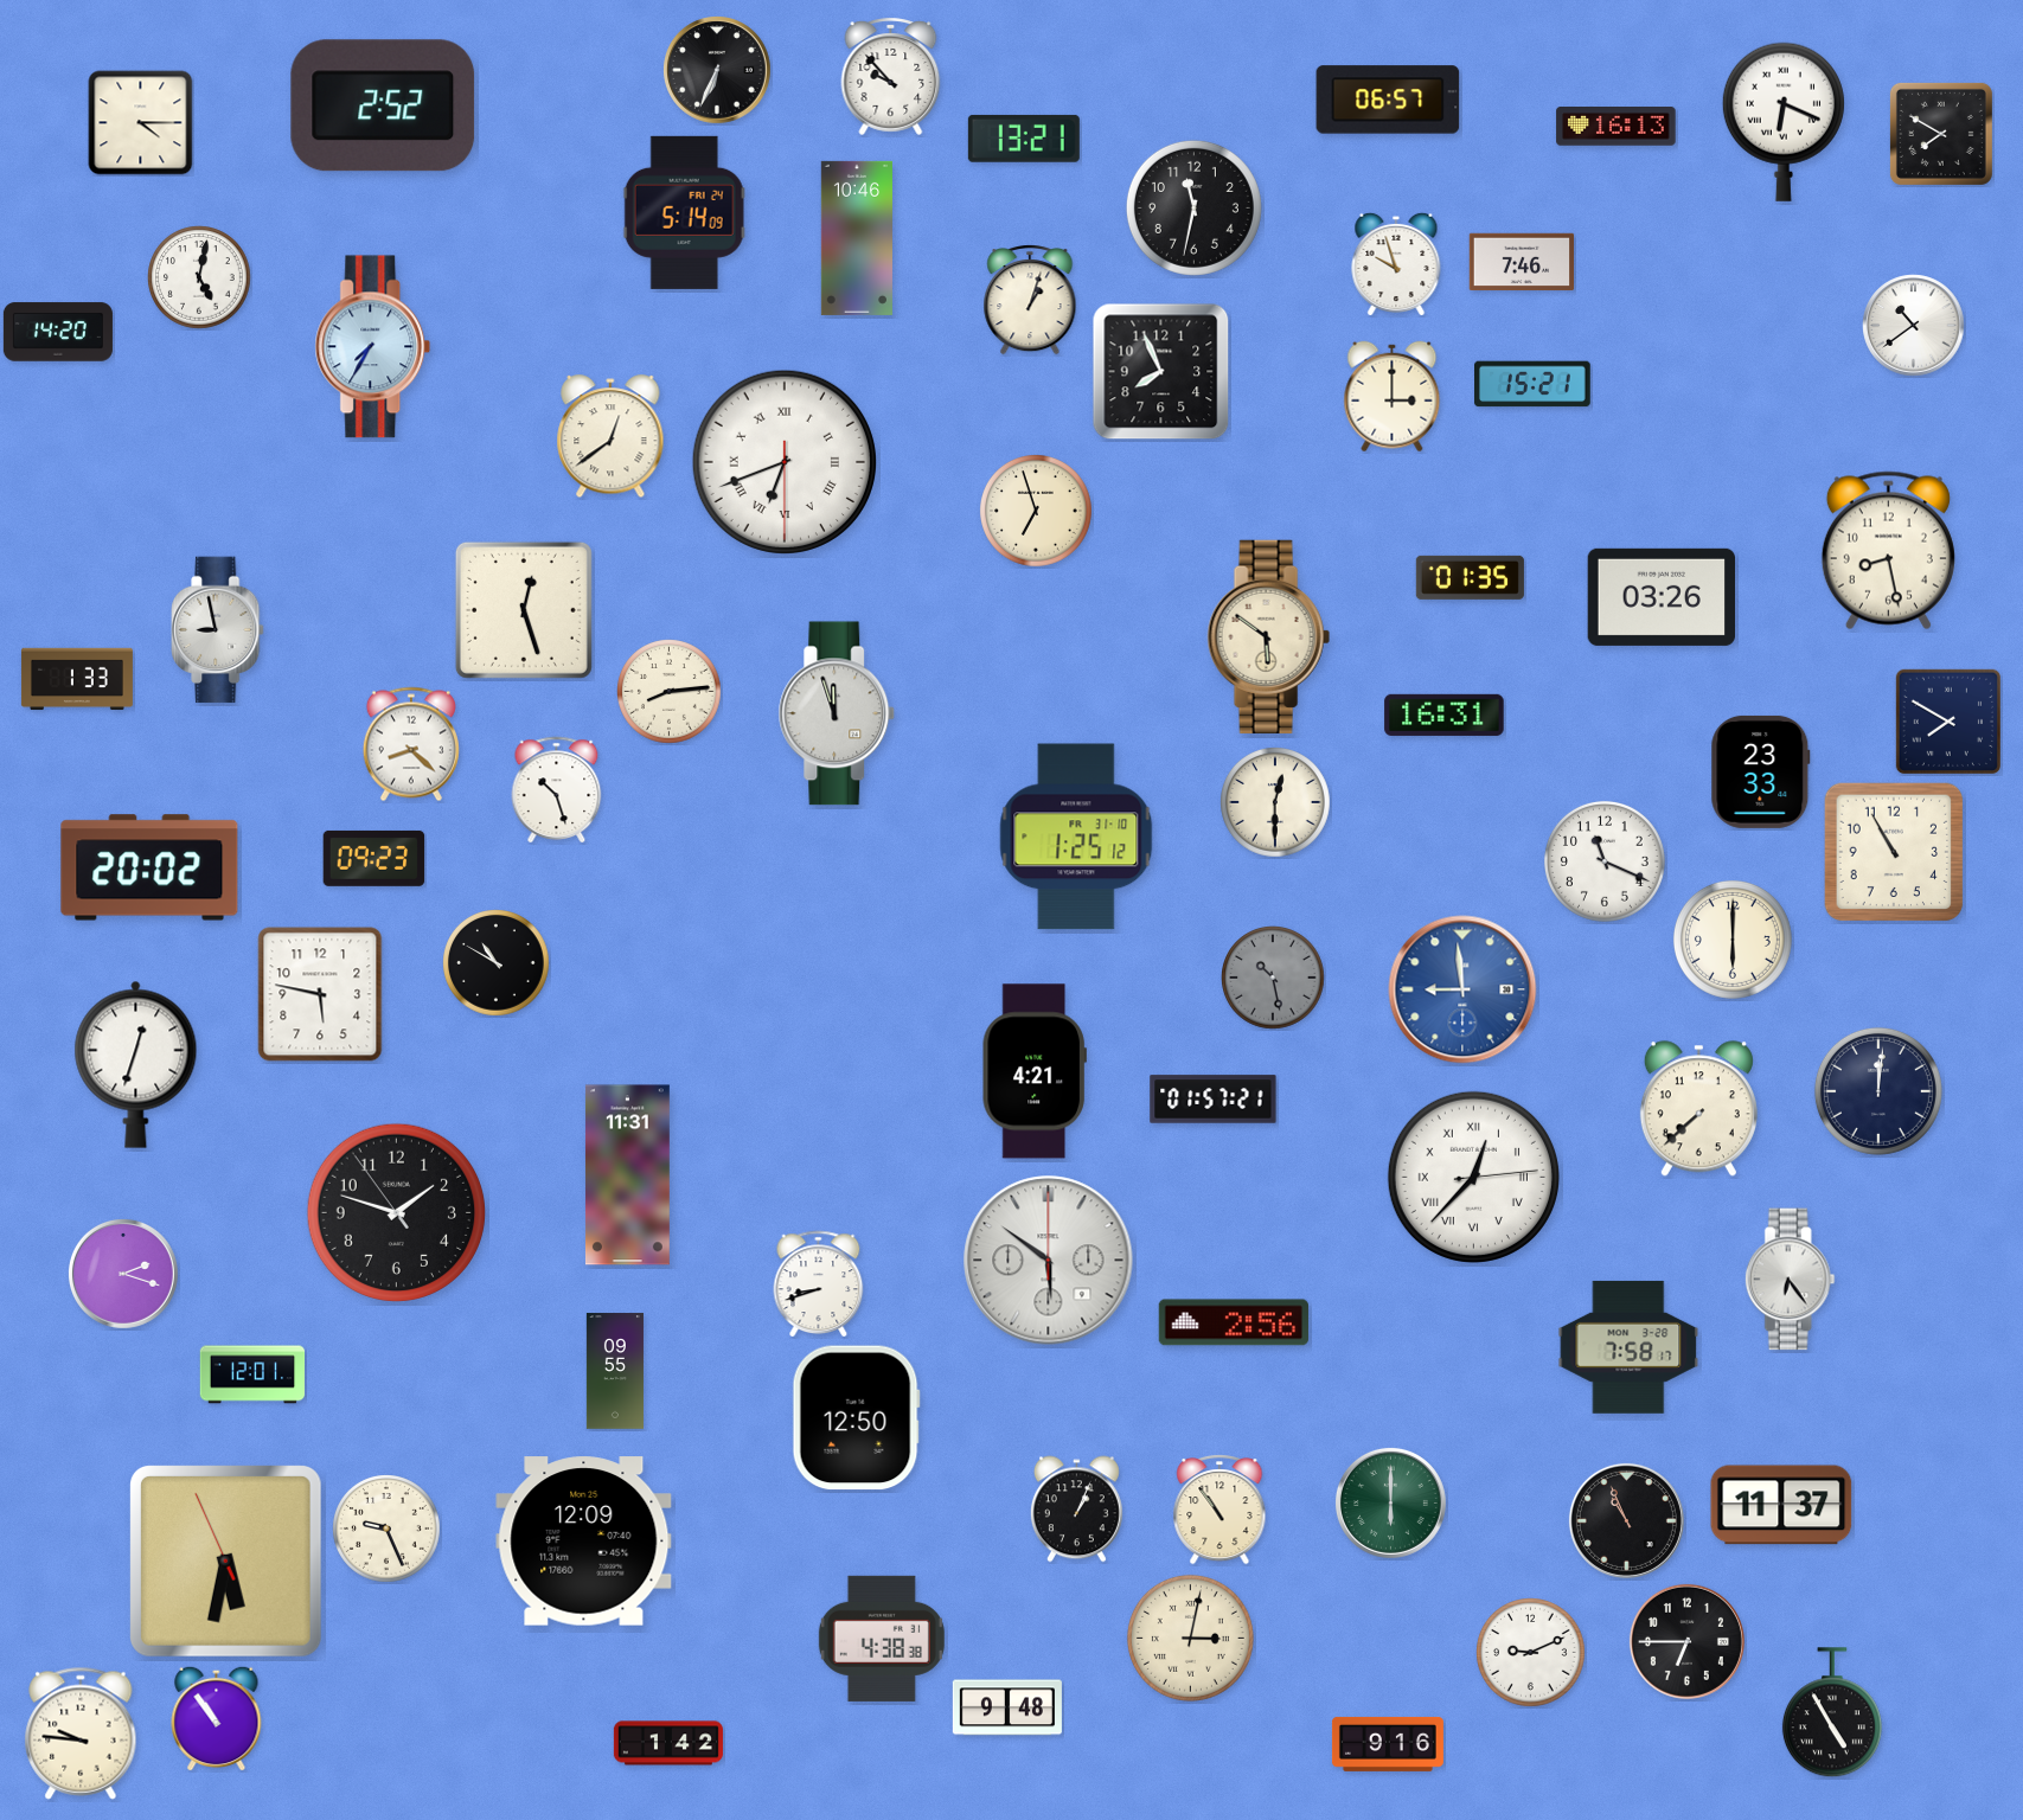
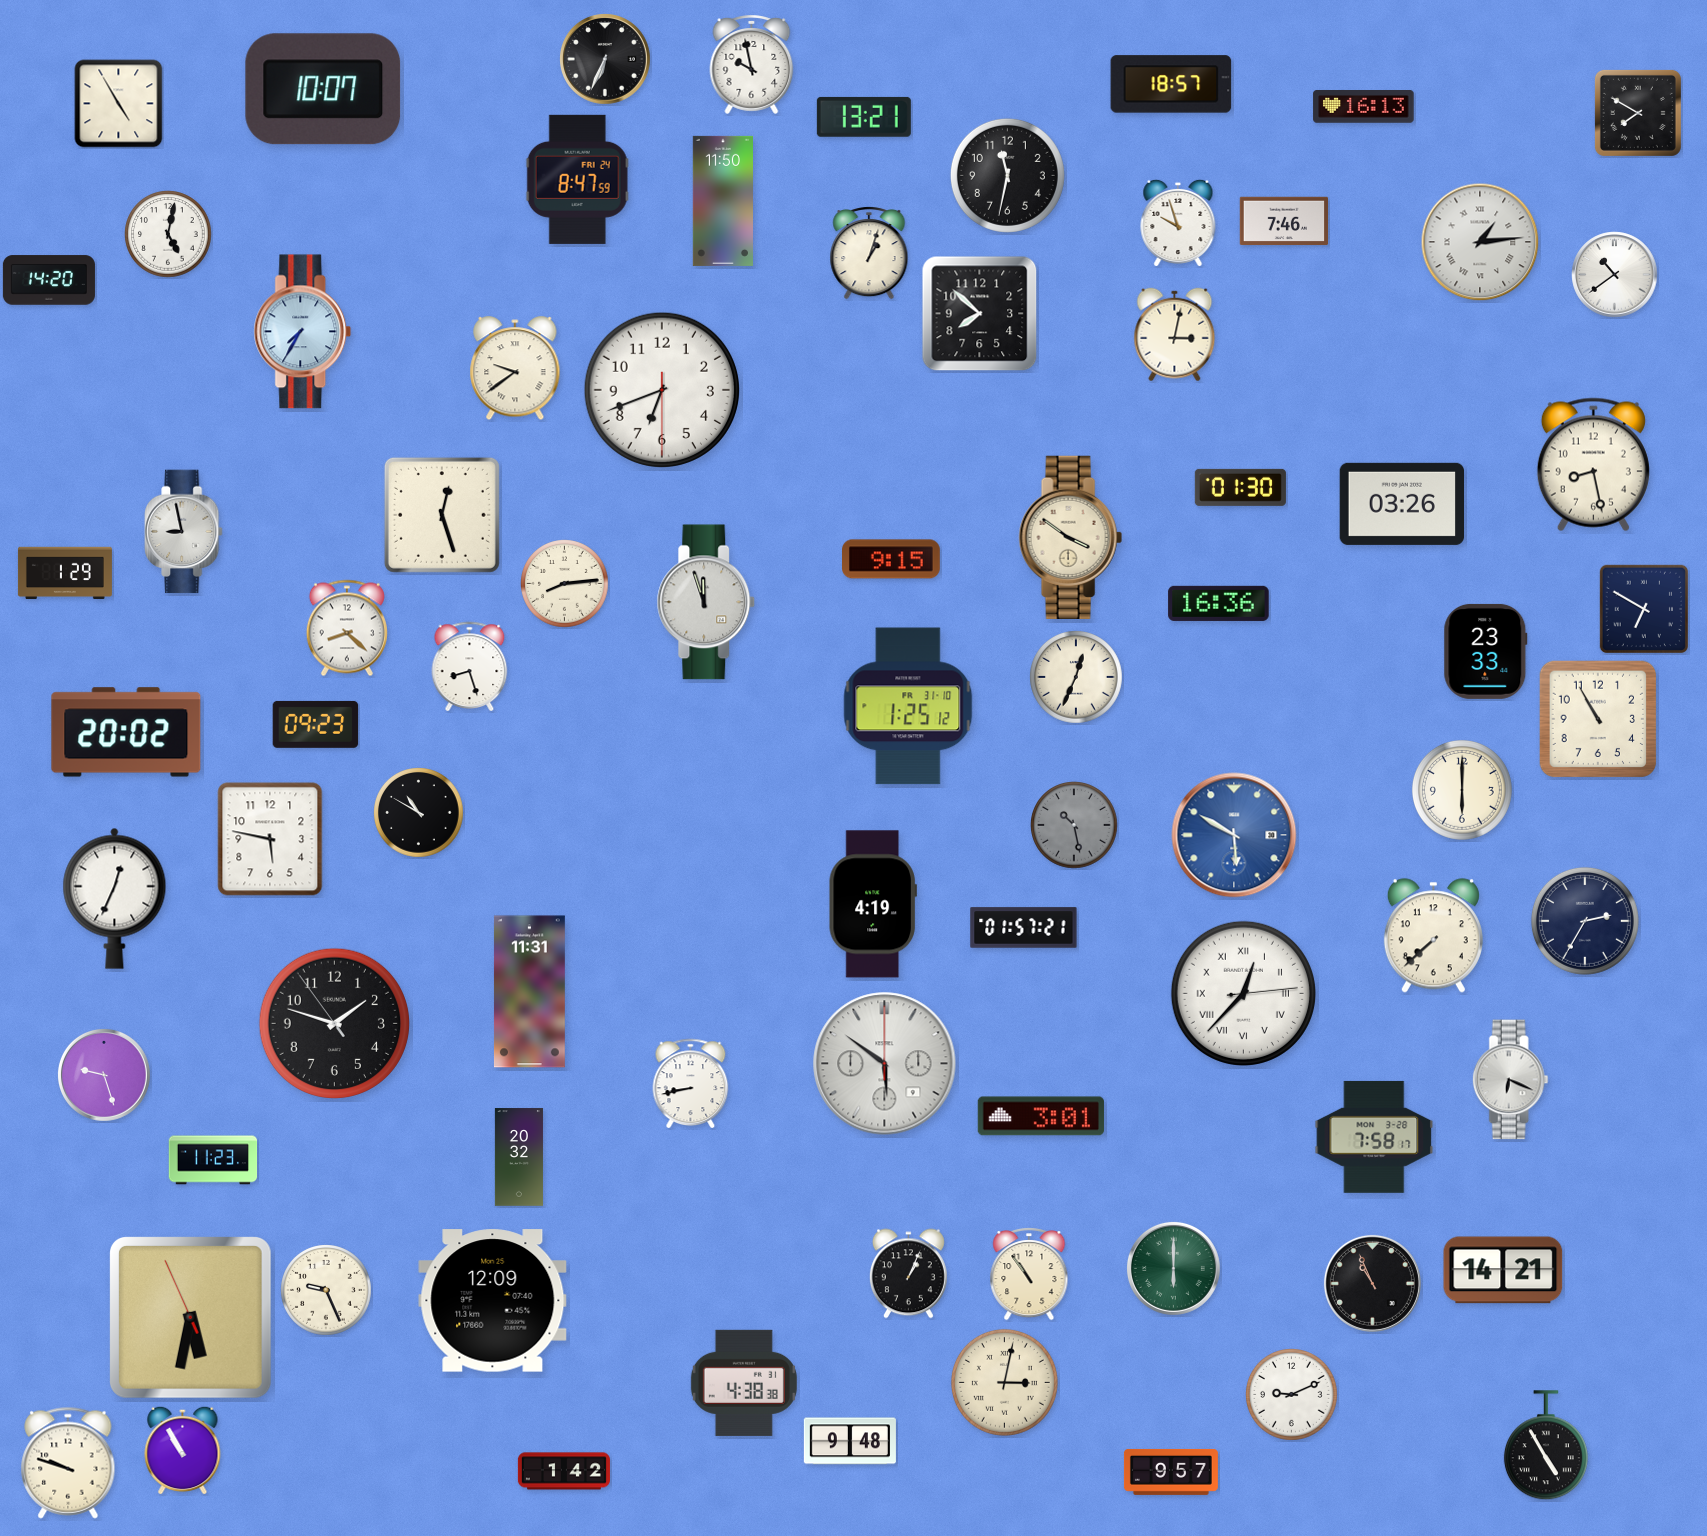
clock at (891, 76): 9:53 -> 9:58
clock at (1388, 100): 06:57 -> 18:57
clock at (383, 105): 2:52 -> 10:07
clock at (1784, 122): 6:19 -> none
clock at (141, 123): 4:15 -> 4:55
clock at (684, 212): 5:14 -> 8:47
clock at (856, 238): 10:46 -> 11:50
clock at (1480, 242): none -> 1:14
clock at (373, 347) position: (373, 347) -> (303, 332)
clock at (1161, 372): 7:56 -> 7:52
clock at (1534, 384): 15:21 -> none
clock at (1393, 397): 3:00 -> 3:02
clock at (610, 437): 12:39 -> 9:39
clock at (783, 461) numerals: Roman -> Arabic
clock at (1037, 512): 6:57 -> none
clock at (1470, 577): 01:35 -> 01:30
clock at (1268, 636): 5:51 -> 3:51
clock at (892, 559): none -> 9:15
clock at (77, 679): 1:33 -> 1:29
clock at (1445, 714): 16:31 -> 16:36
clock at (1947, 720): 7:50 -> 6:50
clock at (557, 789): 10:27 -> 8:27
clock at (1276, 803): 12:30 -> 12:34
clock at (1605, 861): 11:19 -> none
clock at (1733, 940) position: (1733, 940) -> (1462, 790)
clock at (1462, 989): 8:59 -> 5:50
clock at (136, 1064): 12:33 -> 12:34
clock at (1035, 1071): 4:21 -> 4:19
clock at (1878, 1091): 12:01 -> 2:35
clock at (123, 1274): 2:18 -> 9:27
clock at (1790, 1280): 6:24 -> 6:19
clock at (819, 1283): 8:42 -> 8:43
clock at (1234, 1322): 2:56 -> 3:01
clock at (615, 1371): 09:55 -> 20:32
clock at (252, 1374): 12:01 -> 11:23
clock at (856, 1418): 12:50 -> none
clock at (1781, 1505): 11:37 -> 14:21
clock at (1686, 1641): 6:45 -> none
clock at (217, 1718): 10:54 -> 10:55
clock at (81, 1734): 9:46 -> 9:48
clock at (1388, 1744): 9:16 -> 9:57
